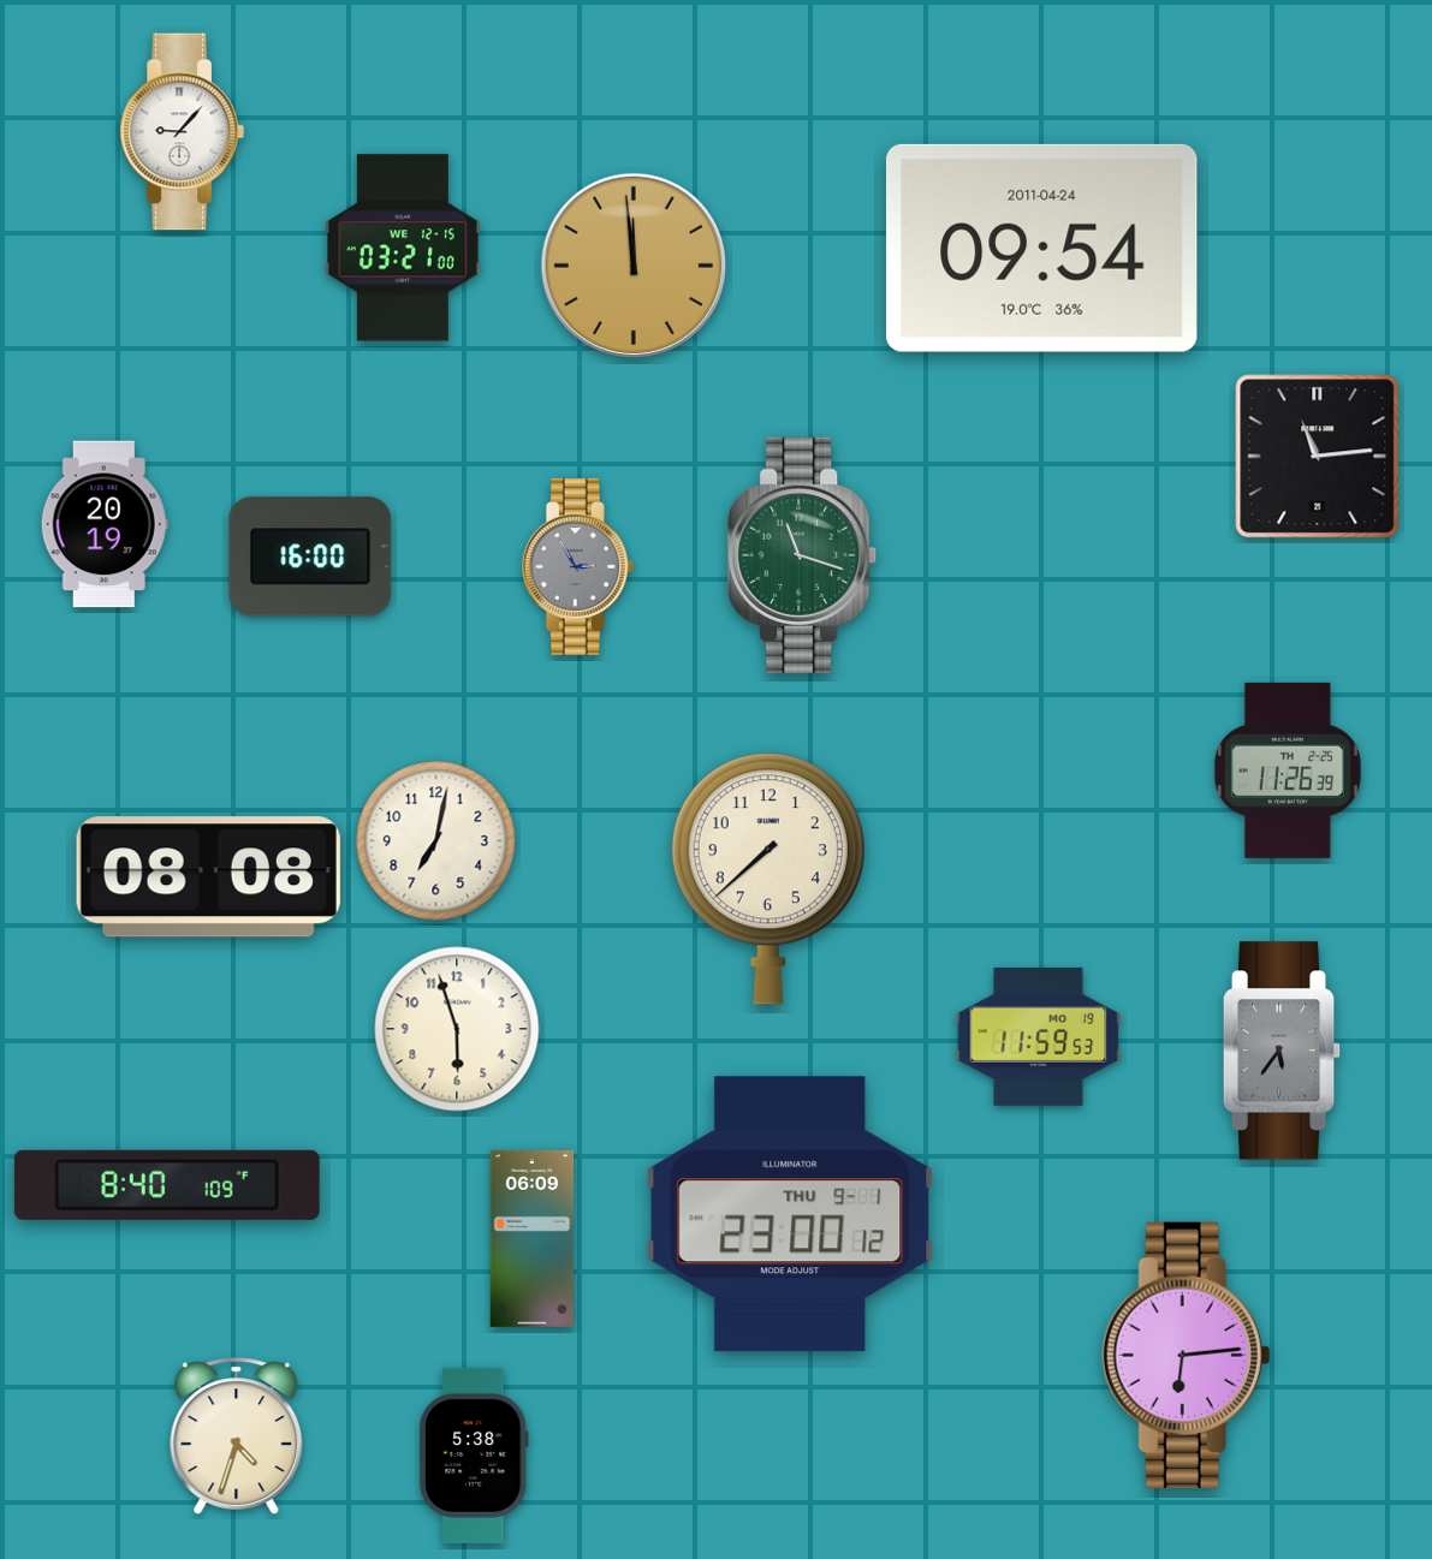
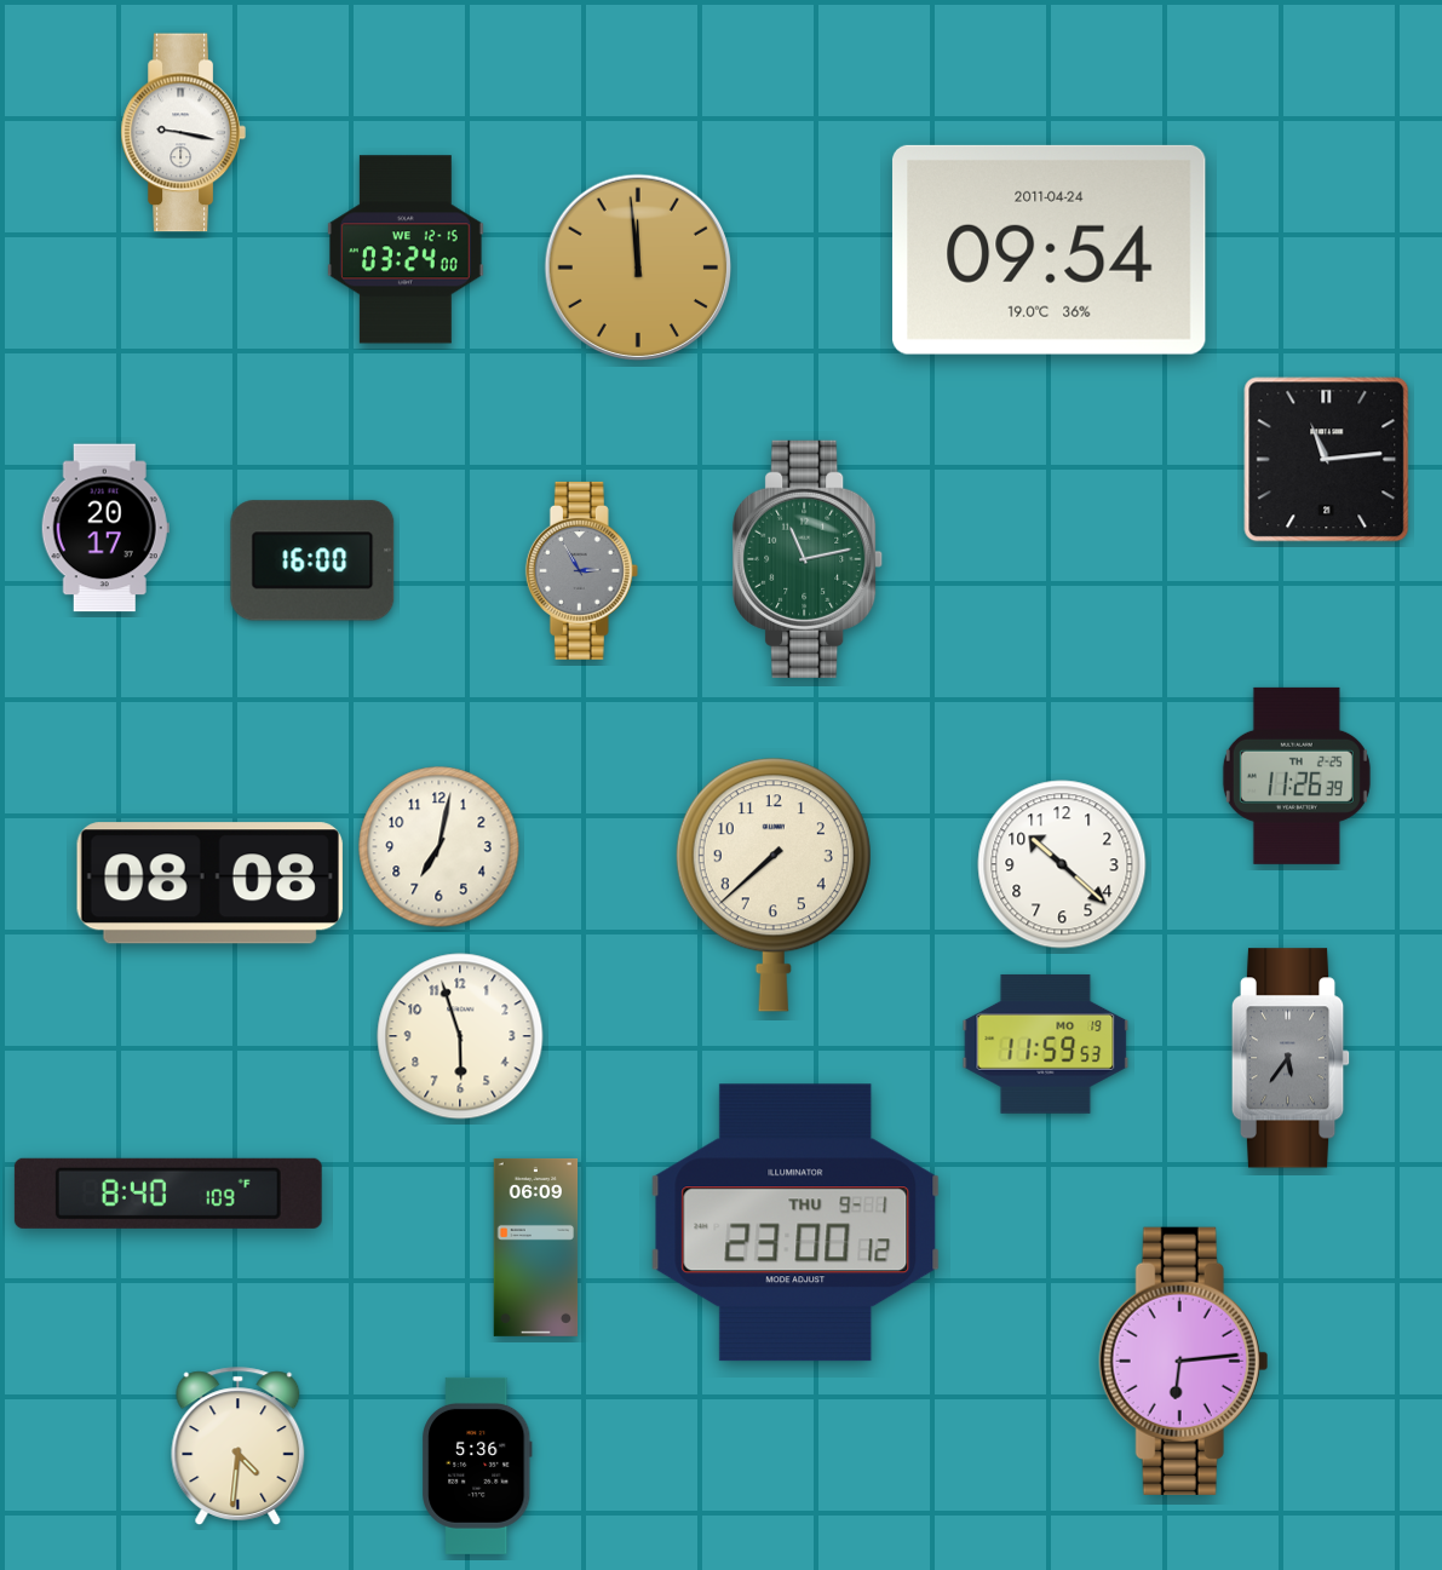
clock at (182, 132): 9:07 -> 9:17
clock at (403, 248): 03:21 -> 03:24
clock at (105, 524): 20:19 -> 20:17
clock at (803, 555): 11:18 -> 11:13
clock at (1062, 864): none -> 10:22
clock at (1187, 1355) position: (1187, 1355) -> (1184, 1361)
clock at (237, 1435): 4:33 -> 4:31
clock at (474, 1456): 5:38 -> 5:36
